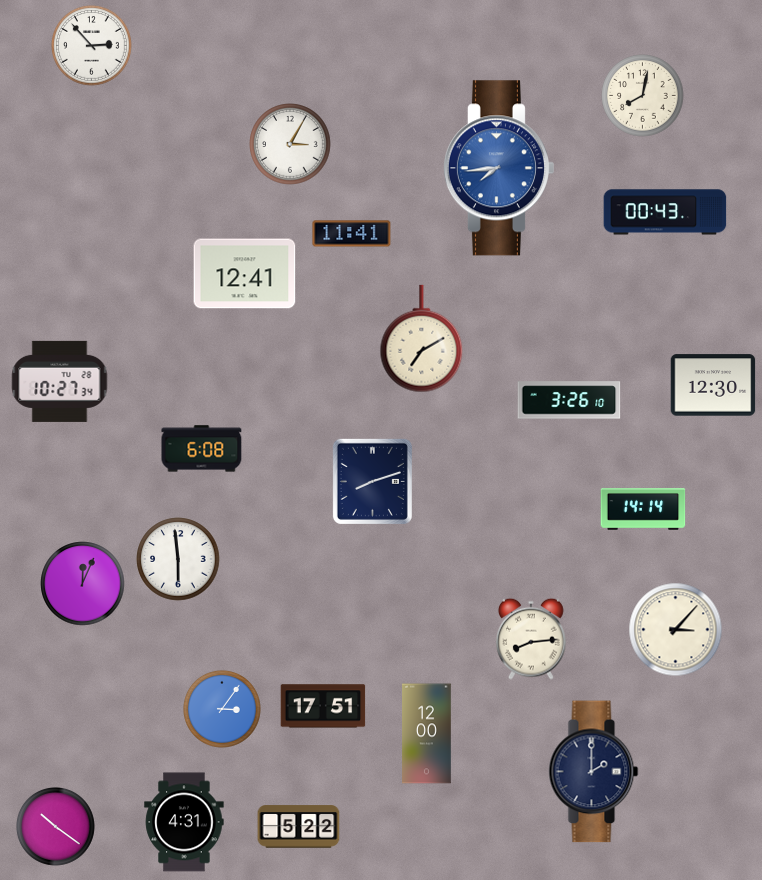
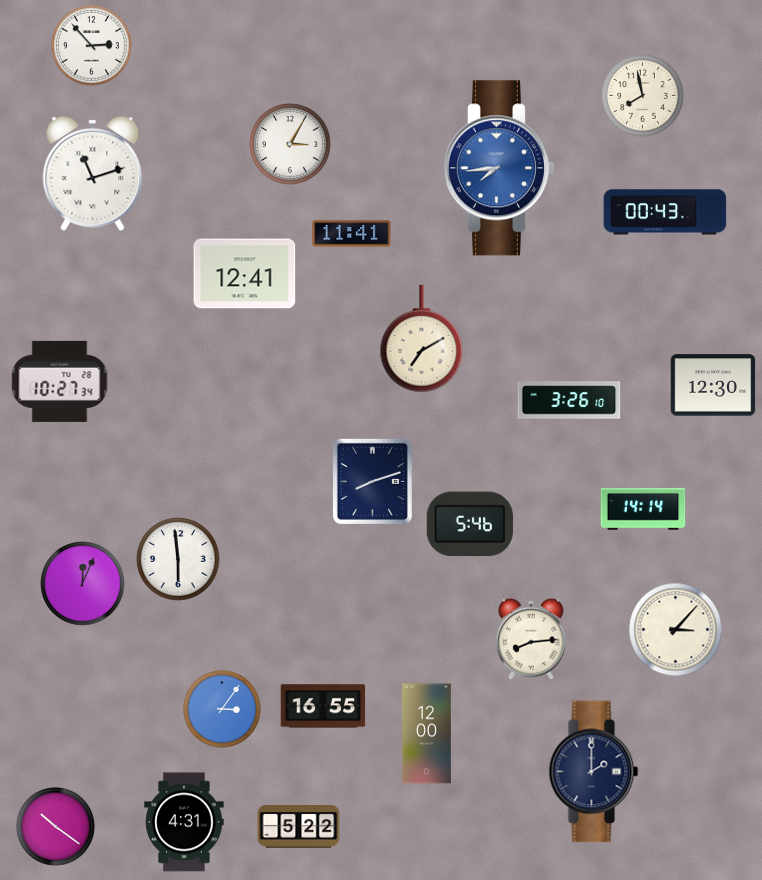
clock at (643, 96): 8:02 -> 7:58
clock at (93, 173): none -> 11:12
clock at (202, 449): 6:08 -> none
clock at (470, 524): none -> 5:46
clock at (323, 706): 17:51 -> 16:55
